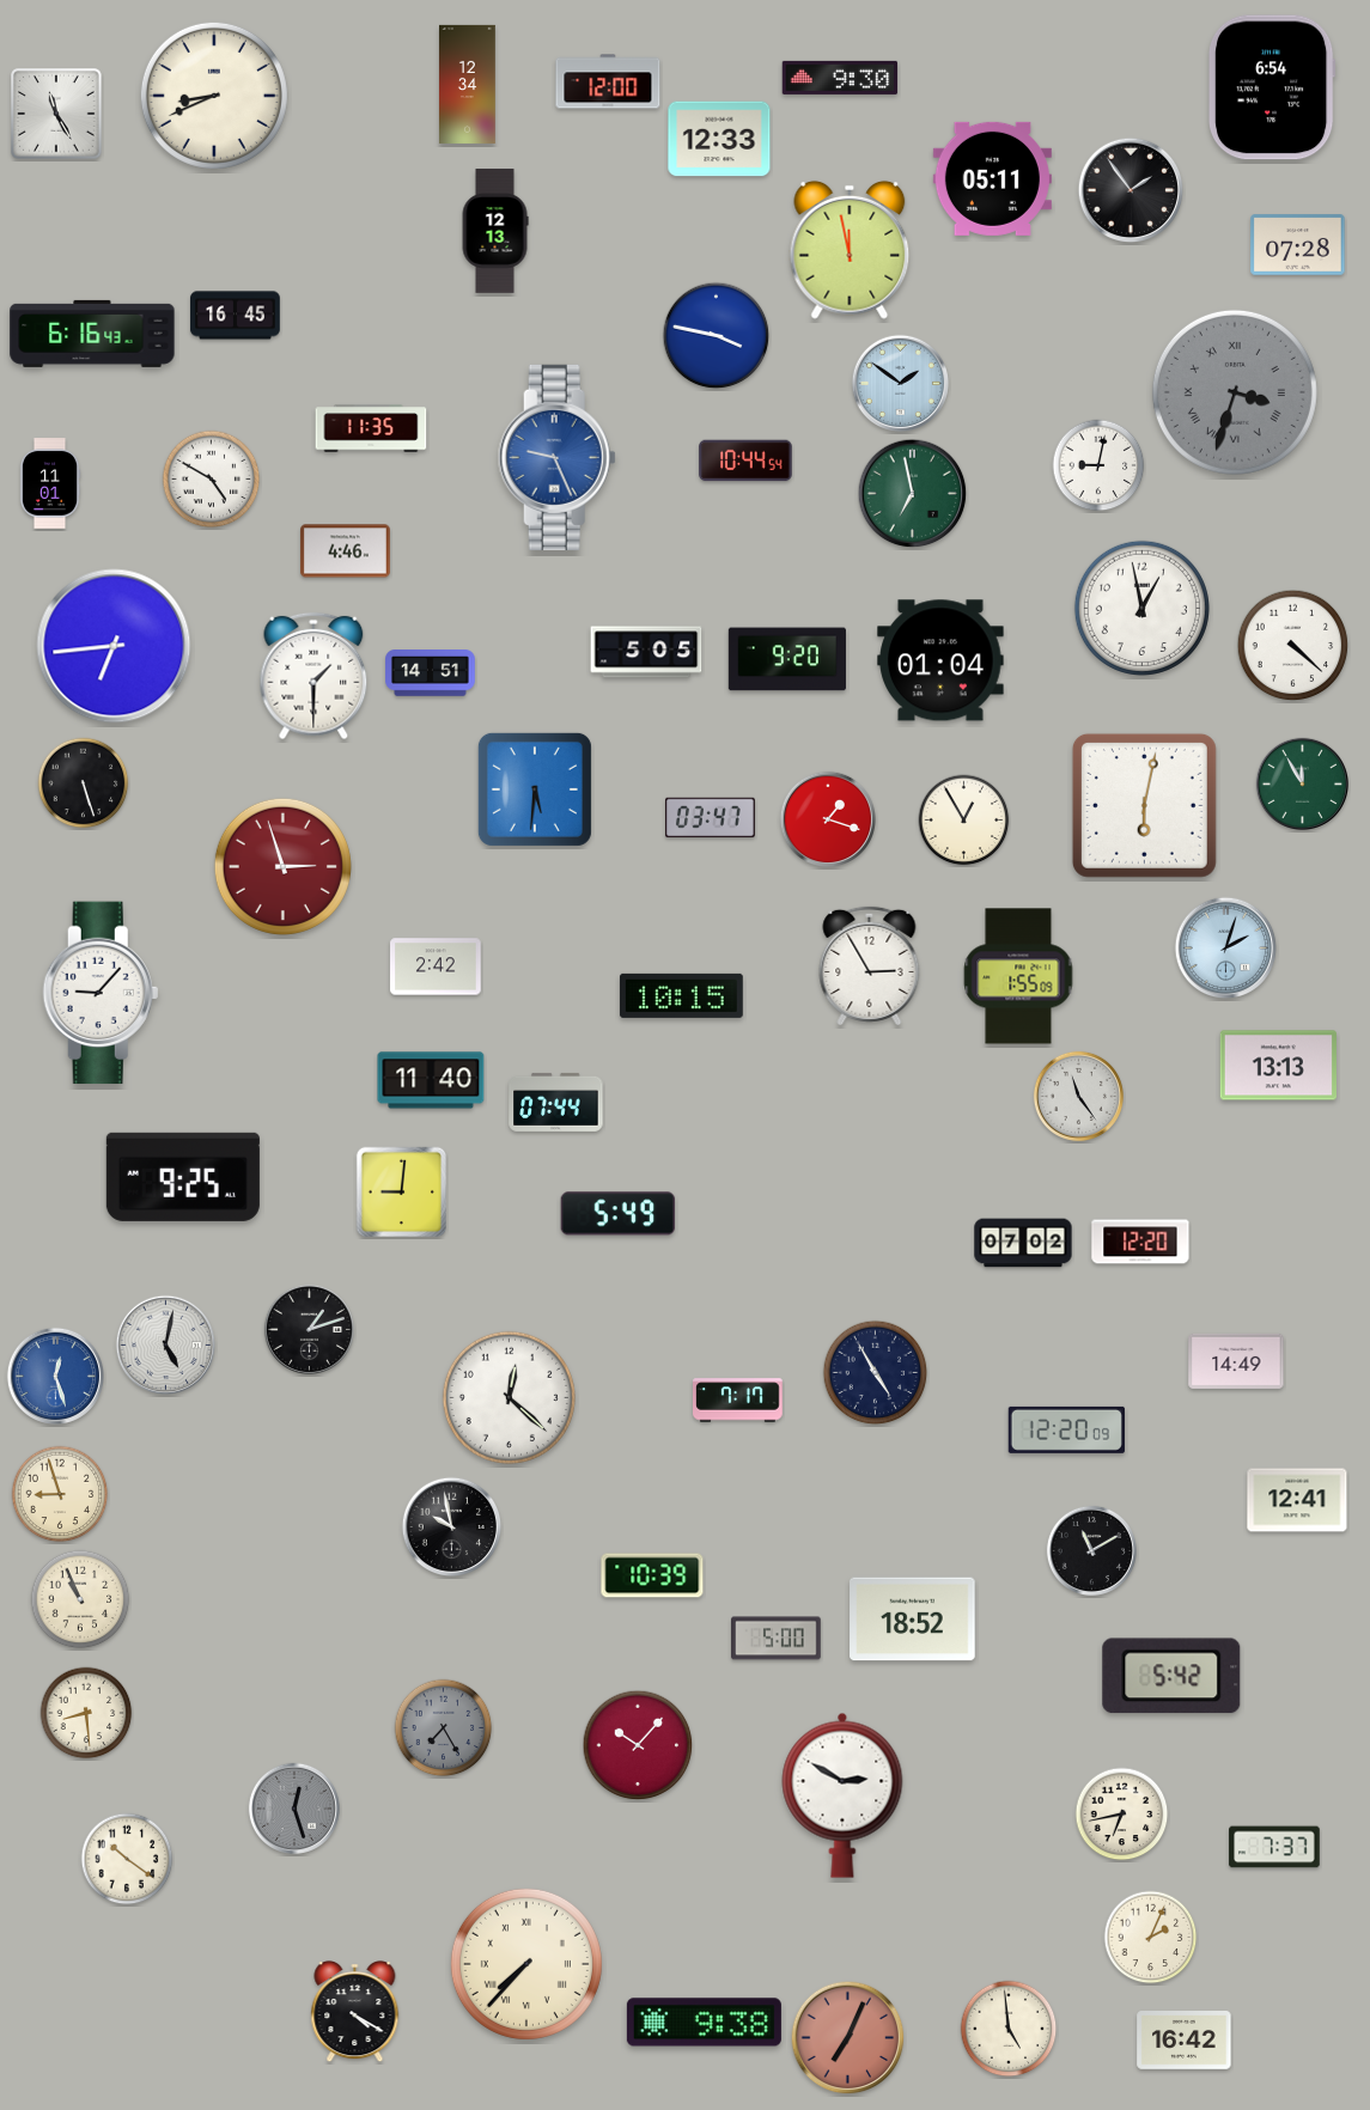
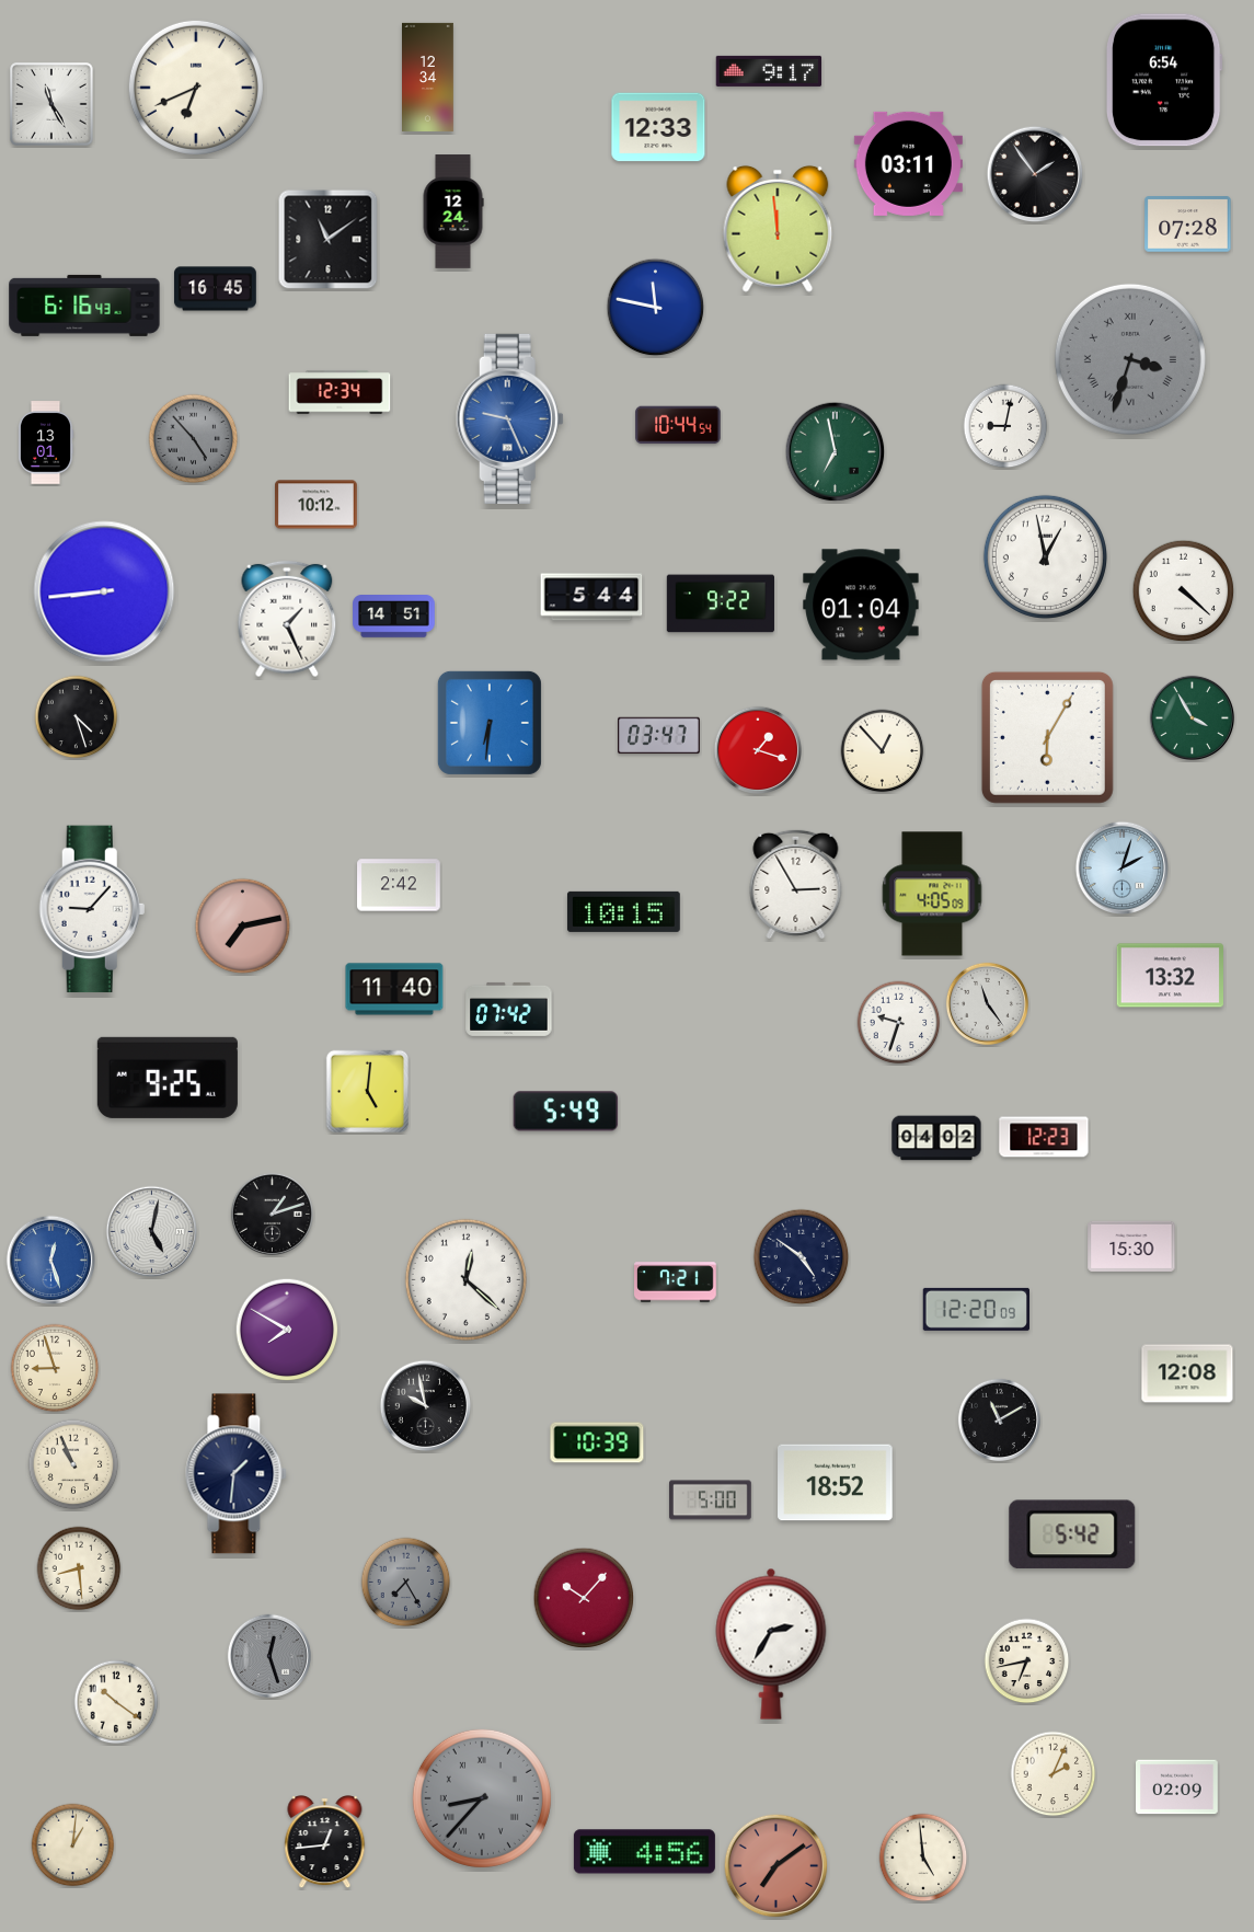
clock at (840, 78): 9:30 -> 9:17
clock at (608, 81): 12:00 -> none
clock at (214, 96): 8:41 -> 6:41
clock at (992, 178): 05:11 -> 03:11
clock at (495, 231): 12:13 -> 12:24
clock at (850, 250): 11:58 -> 11:59
clock at (329, 240): none -> 11:09
clock at (717, 336): 3:47 -> 11:47
clock at (901, 384): 1:51 -> none
clock at (371, 428): 11:35 -> 12:34
clock at (745, 461) position: (745, 461) -> (678, 425)
clock at (212, 480): 4:50 -> 4:53
clock at (212, 480) dial: white -> grey
clock at (50, 483): 11:01 -> 13:01
clock at (346, 551): 4:46 -> 10:12
clock at (114, 646): 6:44 -> 8:44
clock at (646, 652): 5:05 -> 5:44
clock at (787, 659): 9:20 -> 9:22
clock at (313, 676): 1:30 -> 1:26
clock at (84, 783): 5:27 -> 4:27
clock at (1302, 783): 11:55 -> 3:55
clock at (535, 789): 5:31 -> 6:31
clock at (1144, 805): 6:02 -> 6:05
clock at (711, 818) position: (711, 818) -> (659, 736)
clock at (964, 821): 12:55 -> 12:53
clock at (282, 866): 2:57 -> none
clock at (1018, 976): 1:55 -> 4:05
clock at (243, 927): none -> 7:13
clock at (1278, 1066): 13:13 -> 13:32
clock at (556, 1102): 07:44 -> 07:42
clock at (899, 1023): none -> 9:33
clock at (402, 1193): 9:01 -> 5:01
clock at (1140, 1242): 12:20 -> 12:23
clock at (1023, 1243): 07:02 -> 04:02
clock at (309, 1329) position: (309, 1329) -> (272, 1214)
clock at (1236, 1361): 14:49 -> 15:30
clock at (876, 1373): 4:55 -> 4:51
clock at (738, 1401): 7:17 -> 7:21
clock at (287, 1330): none -> 7:50
clock at (1297, 1500): 12:41 -> 12:08
clock at (452, 1527) position: (452, 1527) -> (426, 1406)
clock at (237, 1474): none -> 1:31
clock at (842, 1795): 2:50 -> 2:35
clock at (1274, 1847): 7:37 -> none
clock at (1177, 1787): none -> 02:09
clock at (526, 1964): 7:37 -> 8:37
clock at (526, 1964) dial: cream -> grey
clock at (355, 2013): 4:20 -> 12:44
clock at (73, 1845): none -> 1:01
clock at (704, 2023): 9:38 -> 4:56
clock at (848, 2038): 7:04 -> 7:09
clock at (1185, 2041): 16:42 -> none
